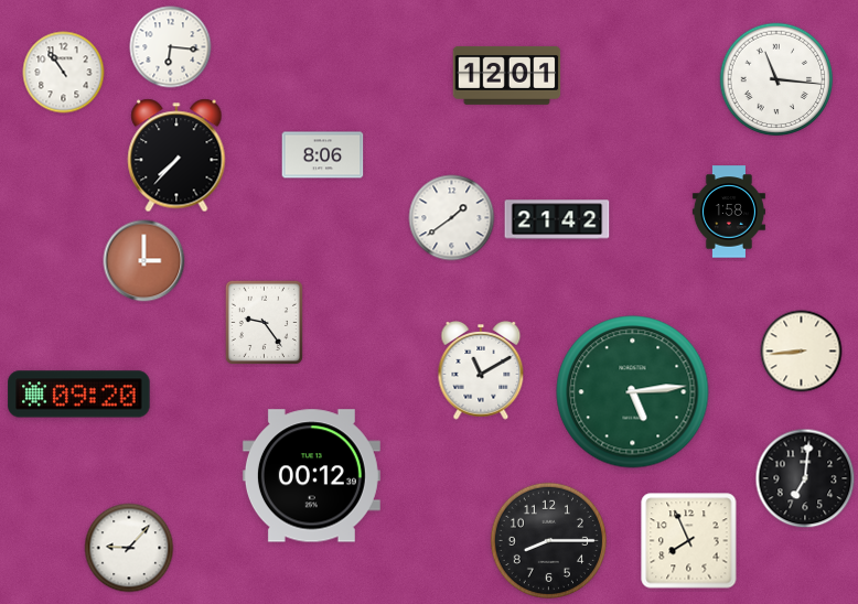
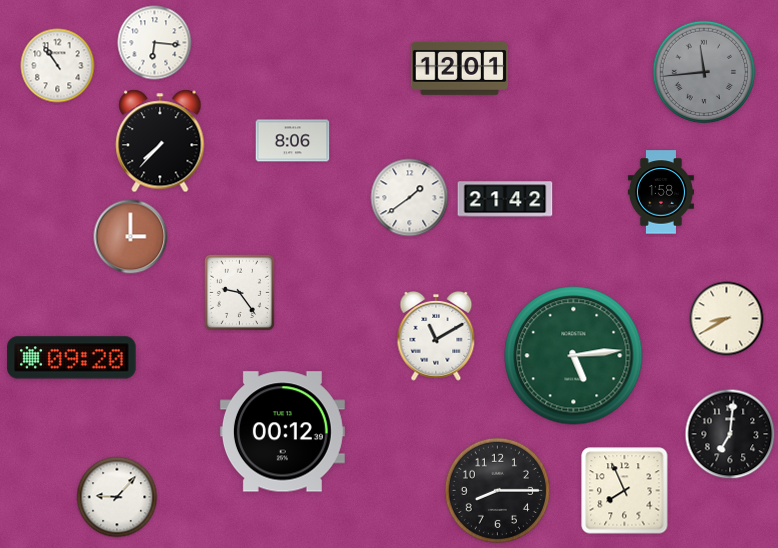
clock at (776, 79): 11:16 -> 11:44
clock at (776, 79) dial: white -> grey
clock at (802, 352): 8:44 -> 8:40
